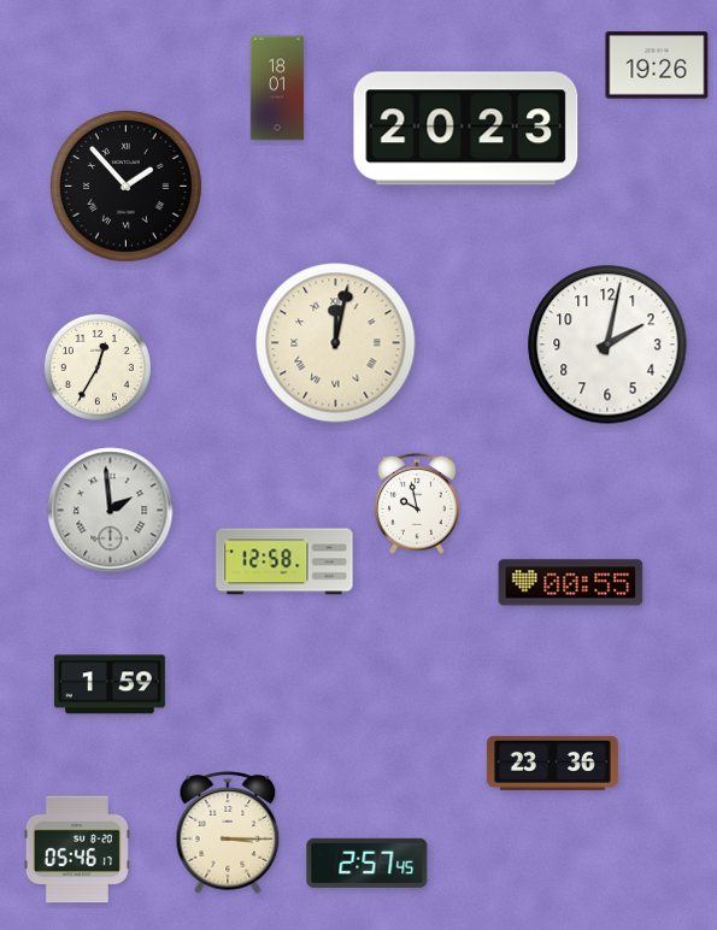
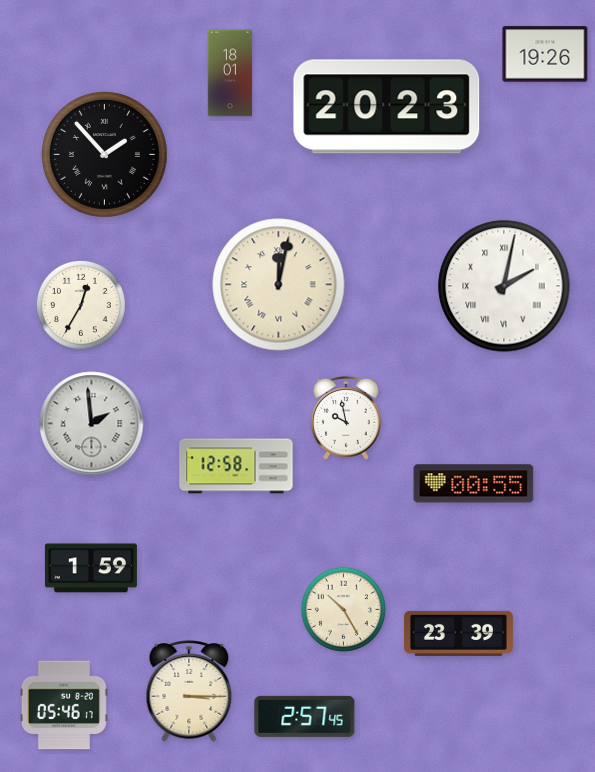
clock at (607, 345) numerals: Arabic -> Roman
clock at (343, 609): none -> 10:25
clock at (552, 763): 23:36 -> 23:39
